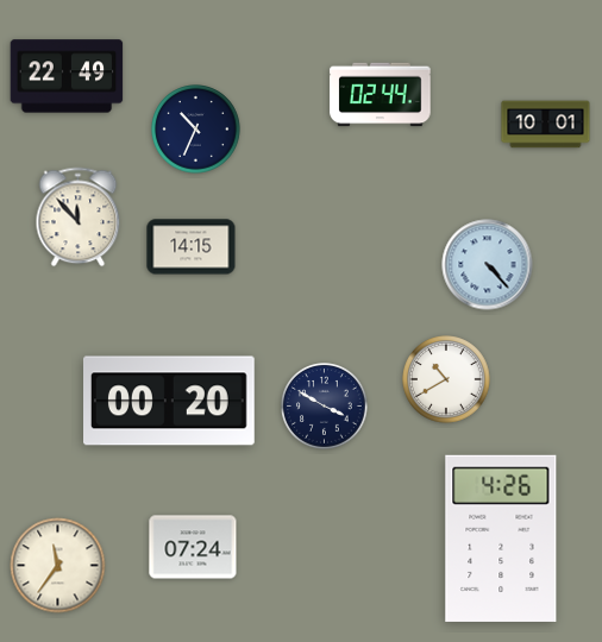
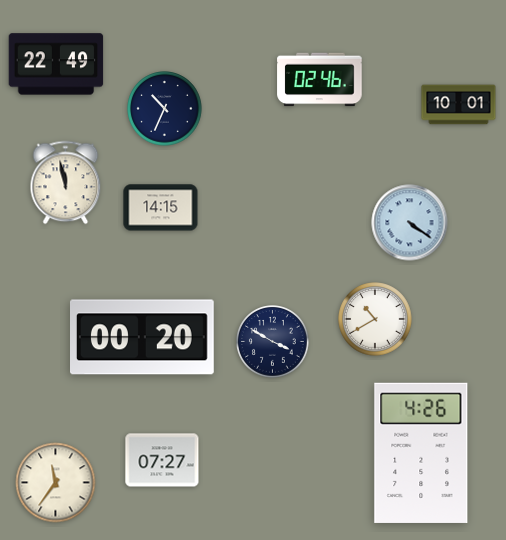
clock at (381, 95): 02:44 -> 02:46
clock at (79, 218): 11:53 -> 11:58
clock at (488, 265): 4:23 -> 4:21
clock at (193, 547): 07:24 -> 07:27
clock at (58, 566) position: (58, 566) -> (56, 483)
